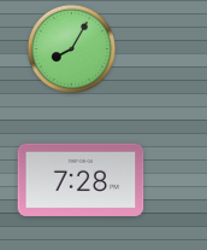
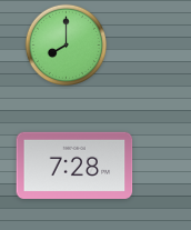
clock at (71, 48): 8:05 -> 8:00
